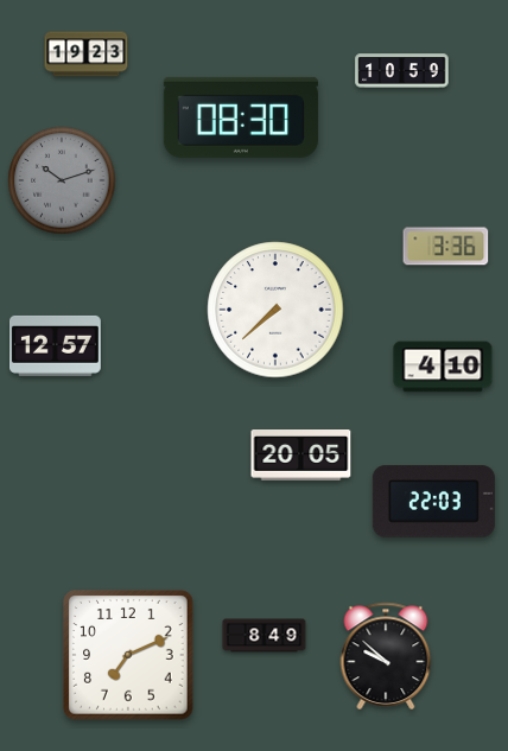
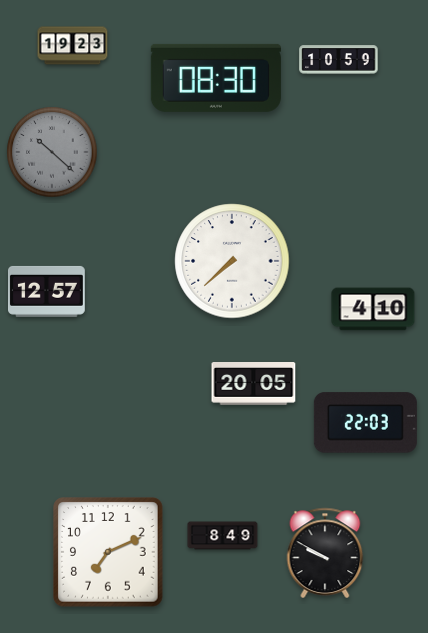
clock at (241, 117) position: (241, 117) -> (216, 78)
clock at (62, 180): 10:12 -> 10:22
clock at (446, 247): 3:36 -> none
clock at (386, 656): 9:52 -> 9:50
